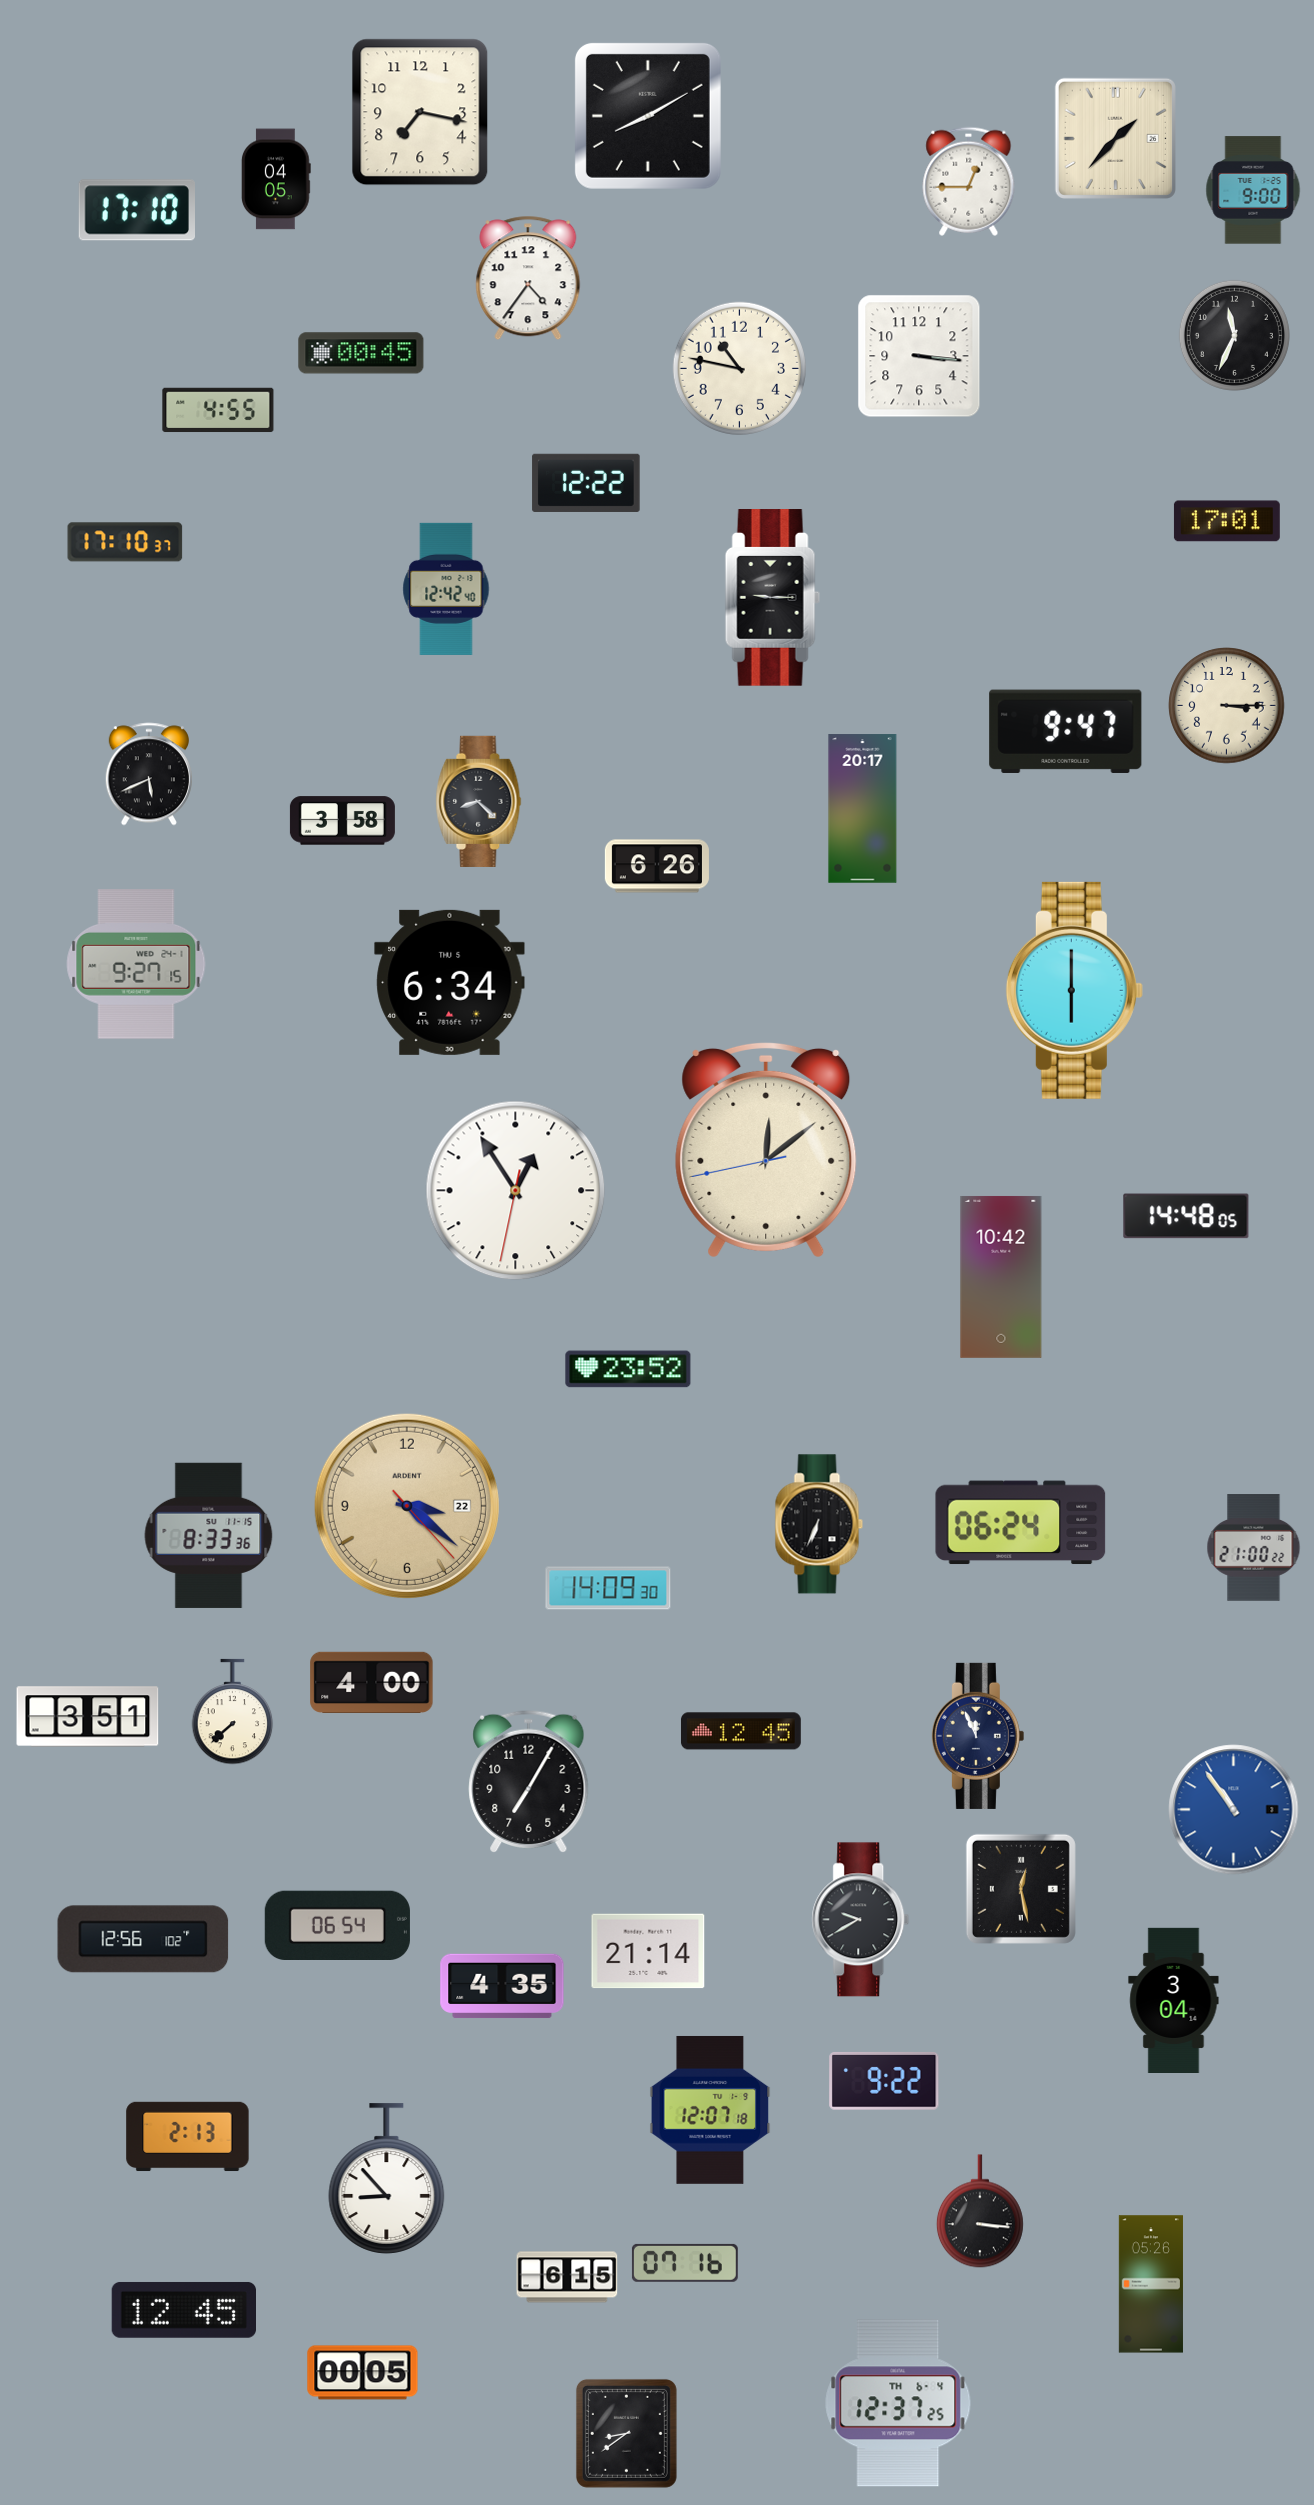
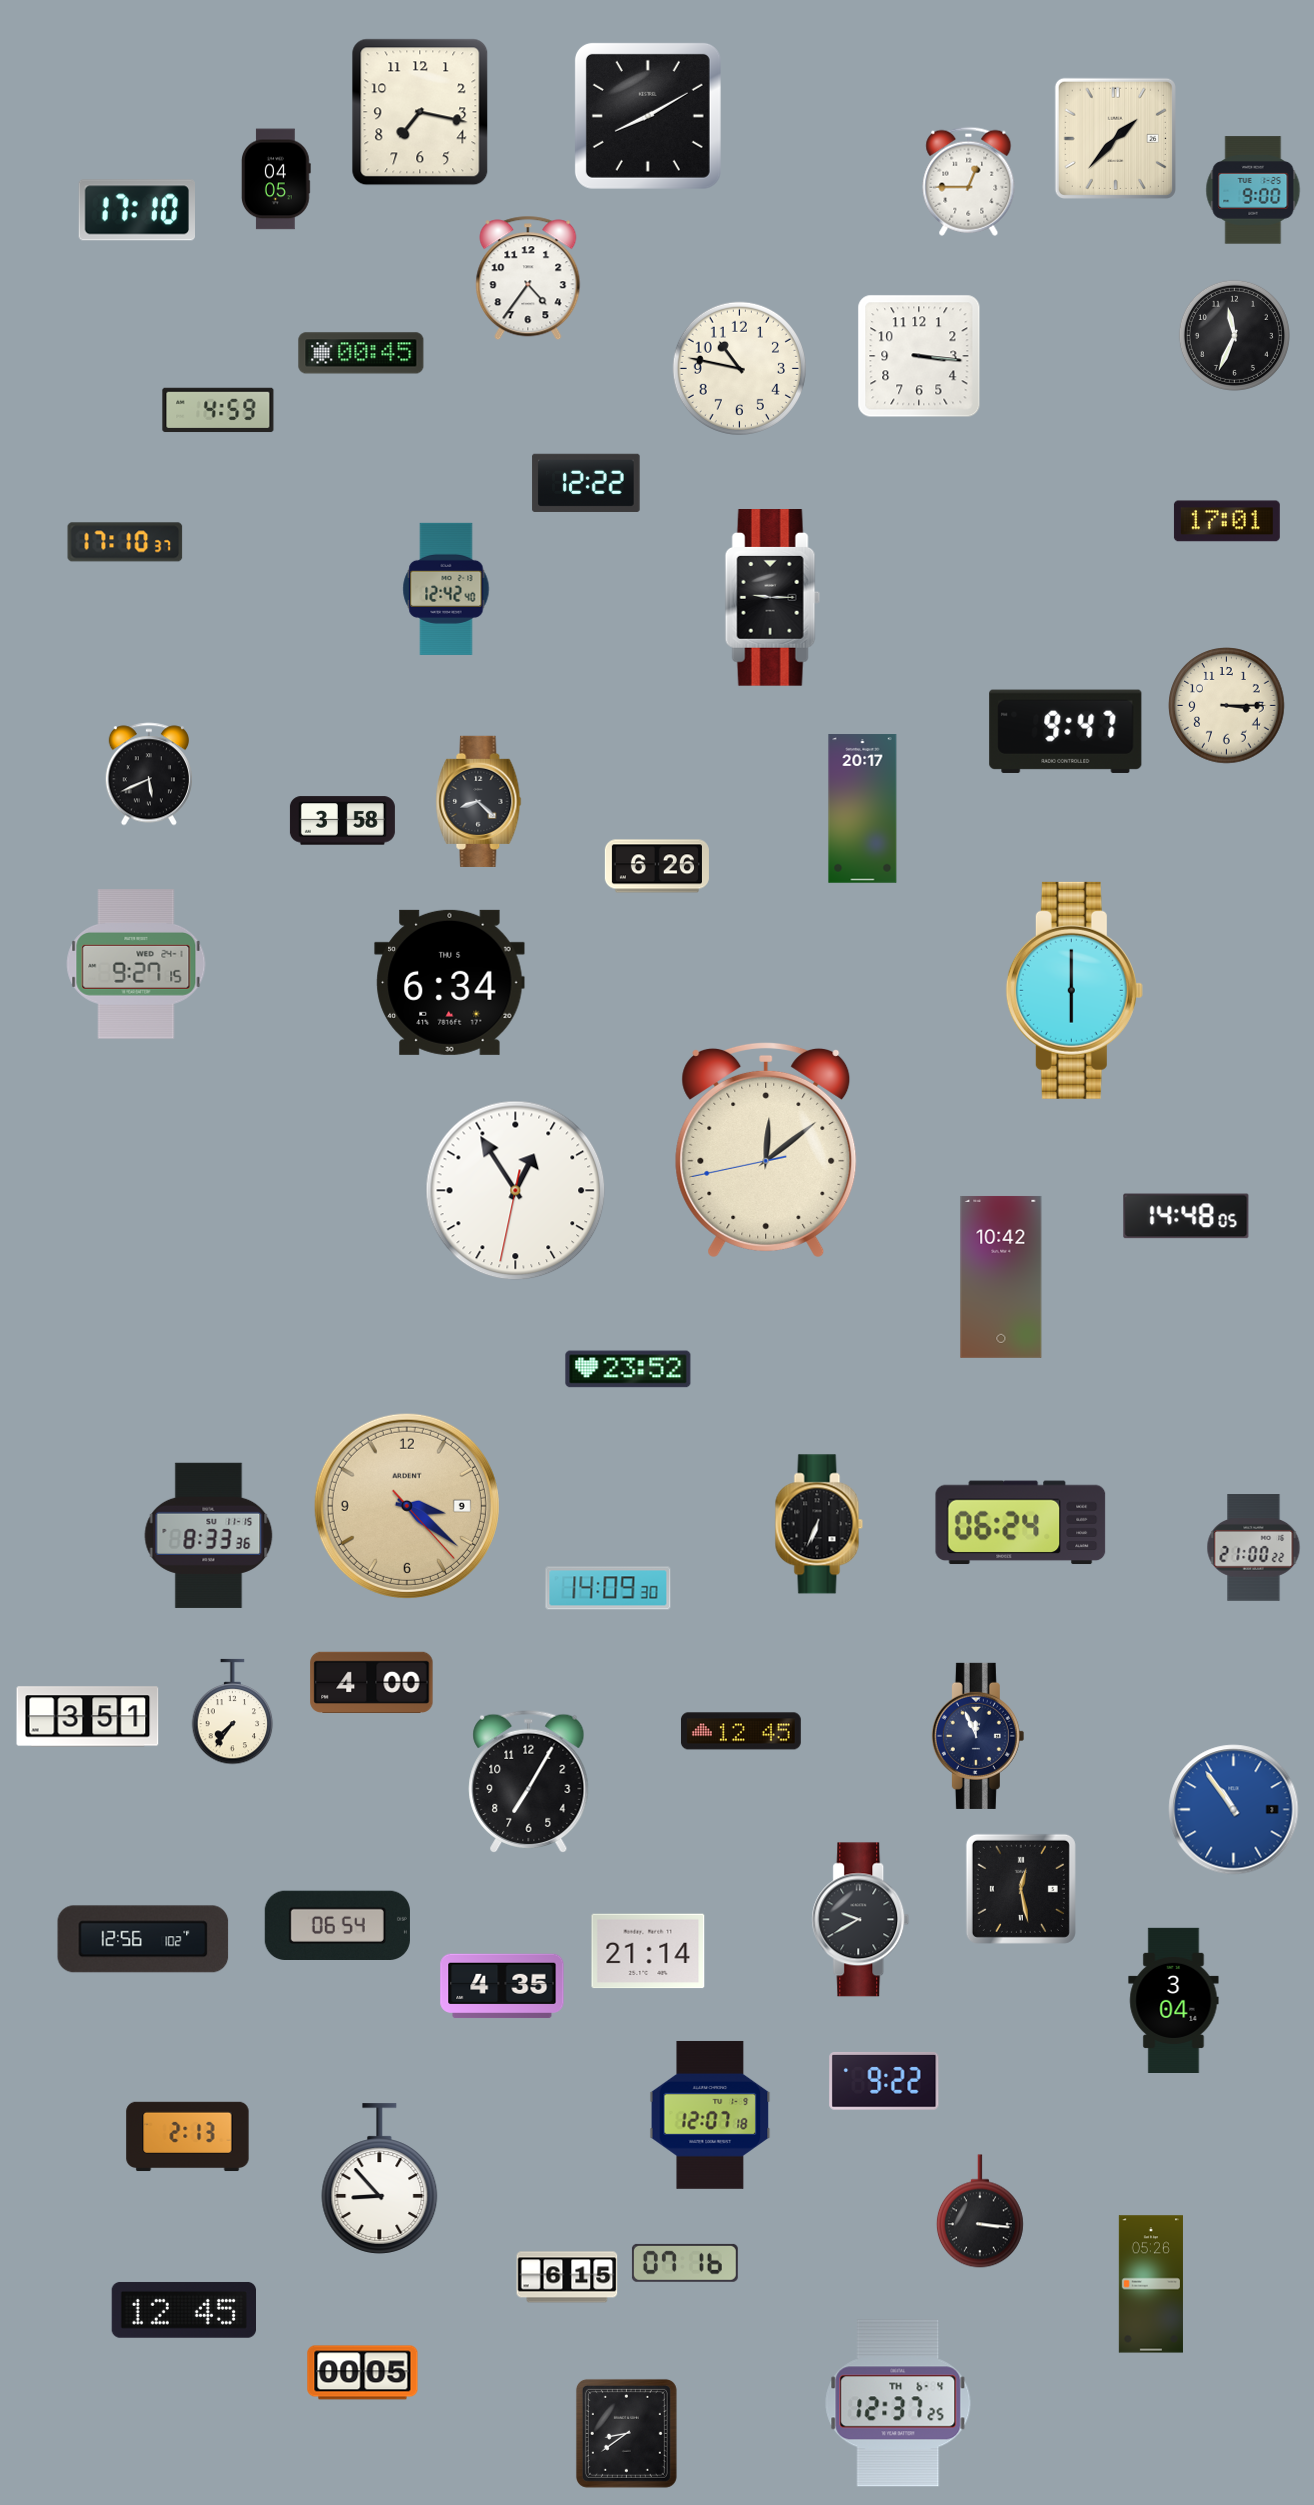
clock at (218, 410): 4:55 -> 4:59
clock at (407, 1506) date: 22 -> 9
clock at (233, 1712): 7:38 -> 7:36
clock at (710, 2110) position: (710, 2110) -> (710, 2115)
clock at (387, 2179) position: (387, 2179) -> (380, 2179)
